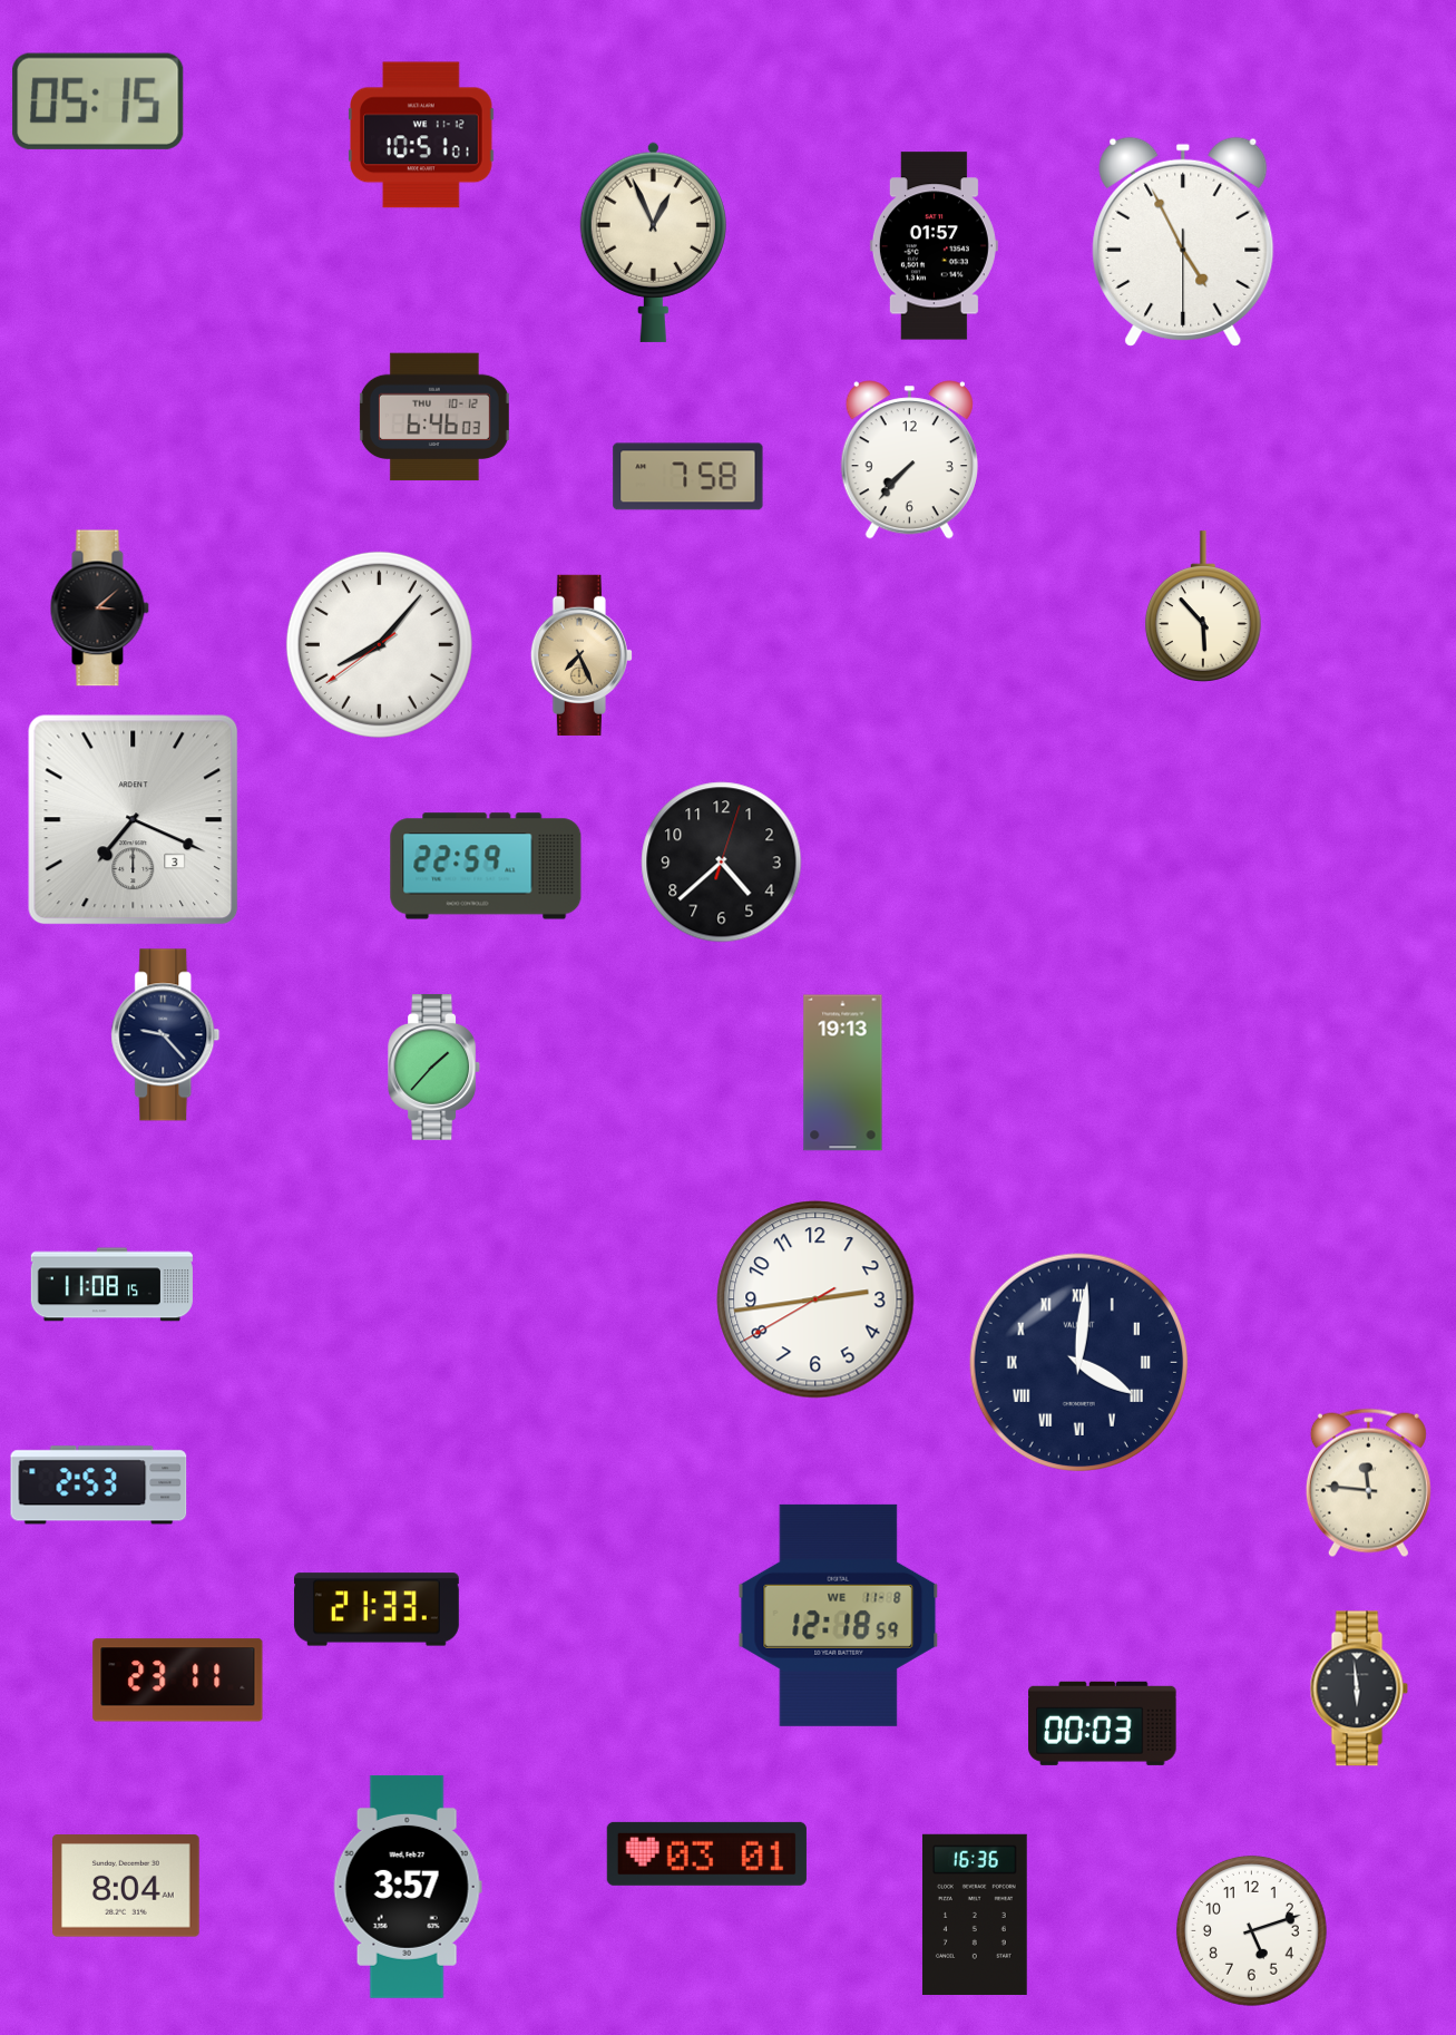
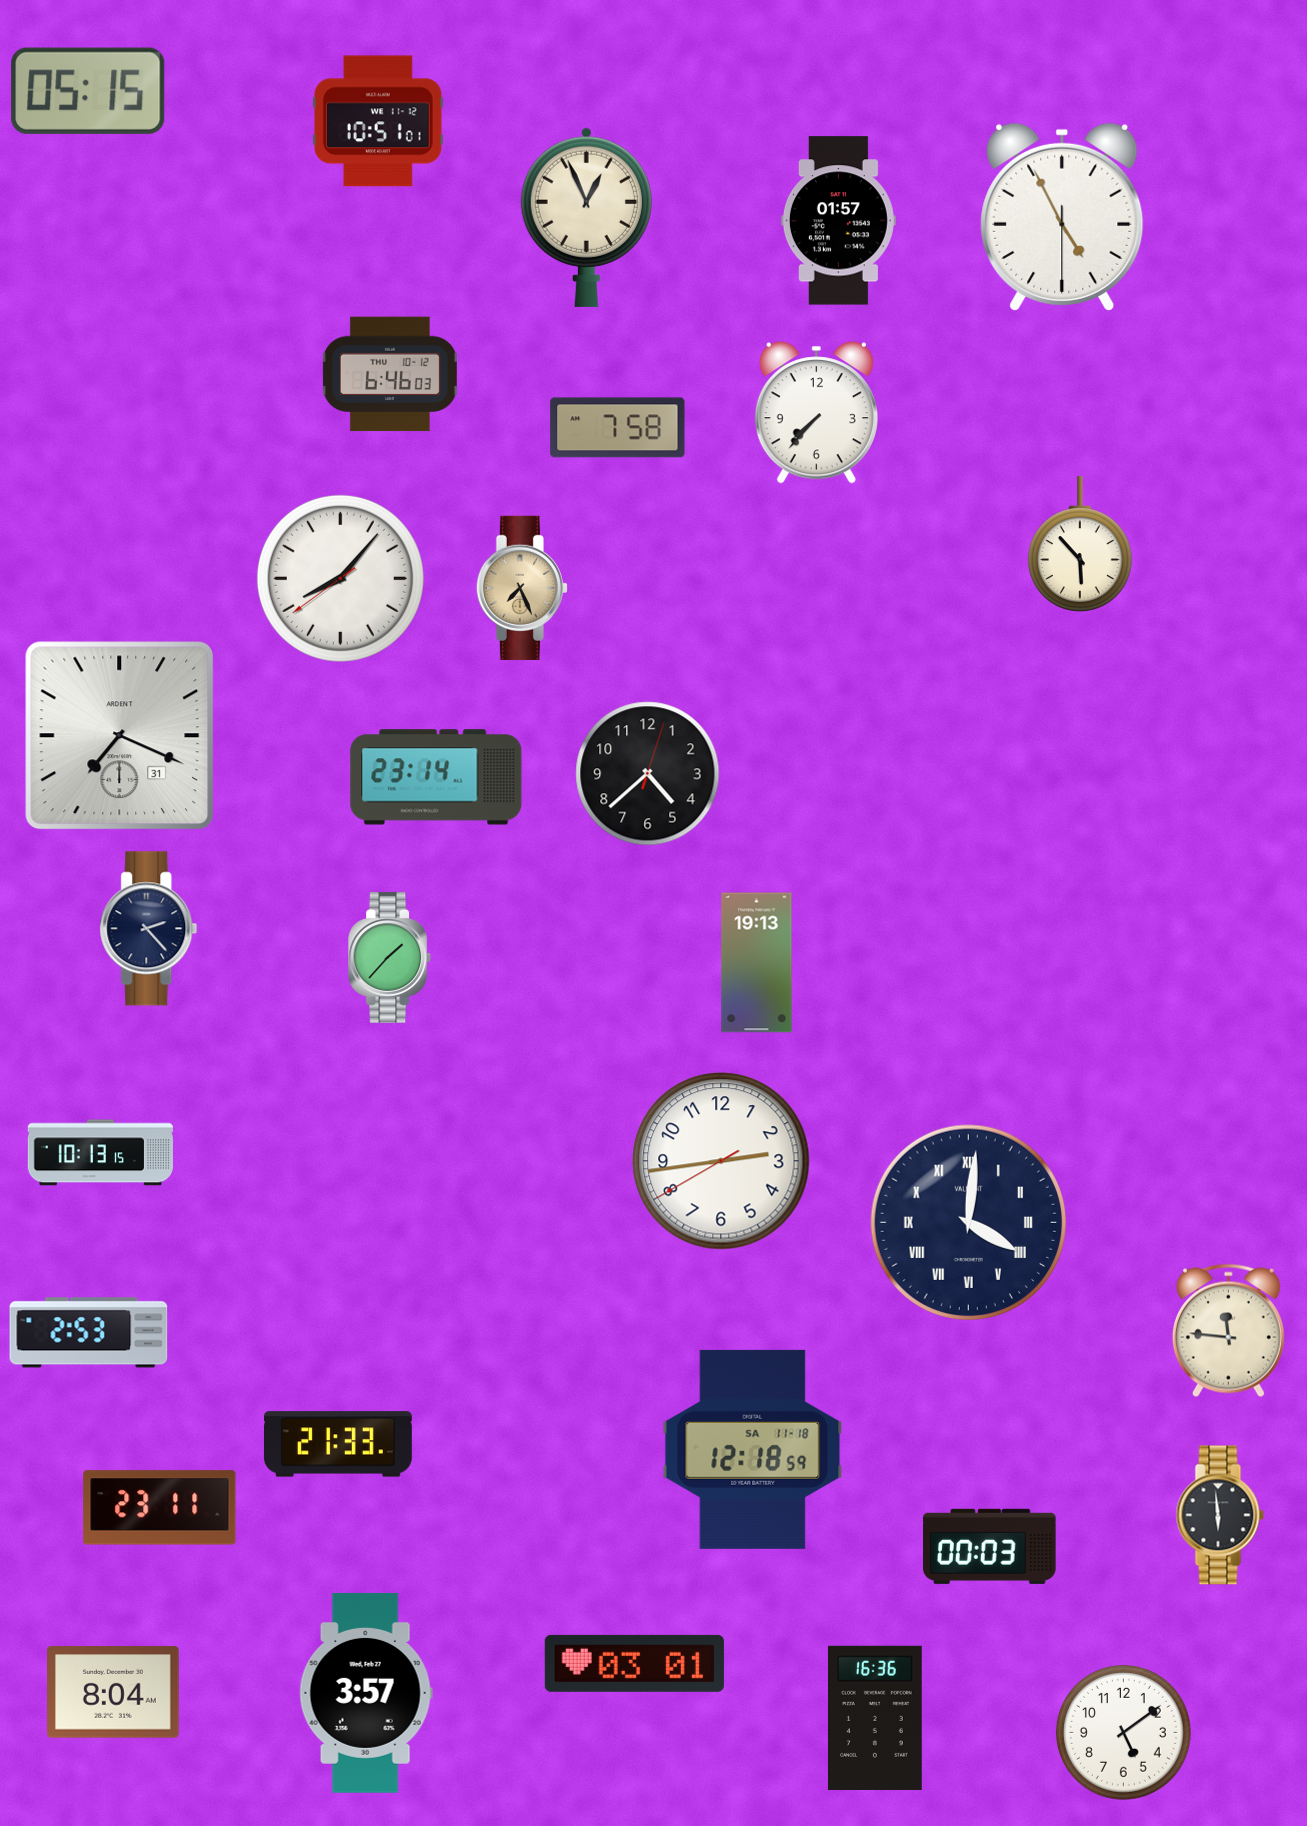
clock at (99, 608): 3:08 -> none
clock at (134, 820) date: 3 -> 31
clock at (486, 866): 22:59 -> 23:14
clock at (166, 1035): 9:23 -> 2:23
clock at (111, 1285): 11:08 -> 10:13
clock at (815, 1299) position: (815, 1299) -> (721, 1161)
clock at (839, 1615) date: WE 11-8 -> SA 11-18
clock at (1252, 1931): 5:12 -> 5:09
